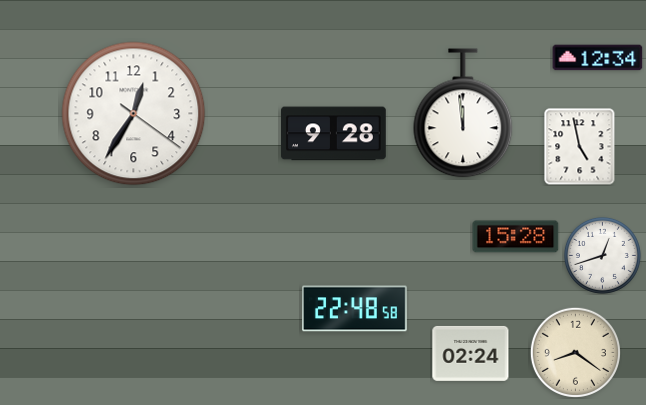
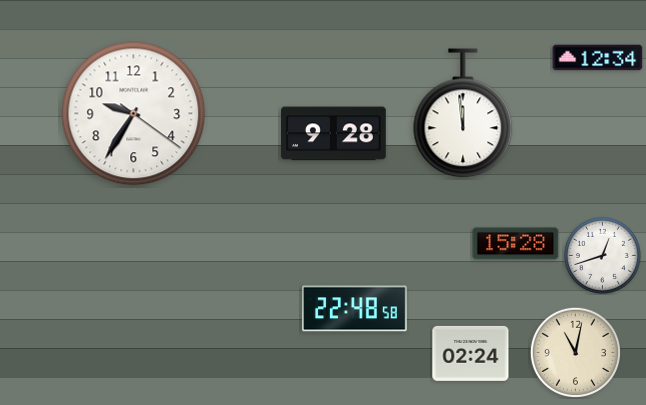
clock at (134, 114): 12:35 -> 9:35
clock at (580, 146): 4:58 -> none
clock at (516, 237) position: (516, 237) -> (516, 244)
clock at (575, 352): 8:21 -> 11:02
